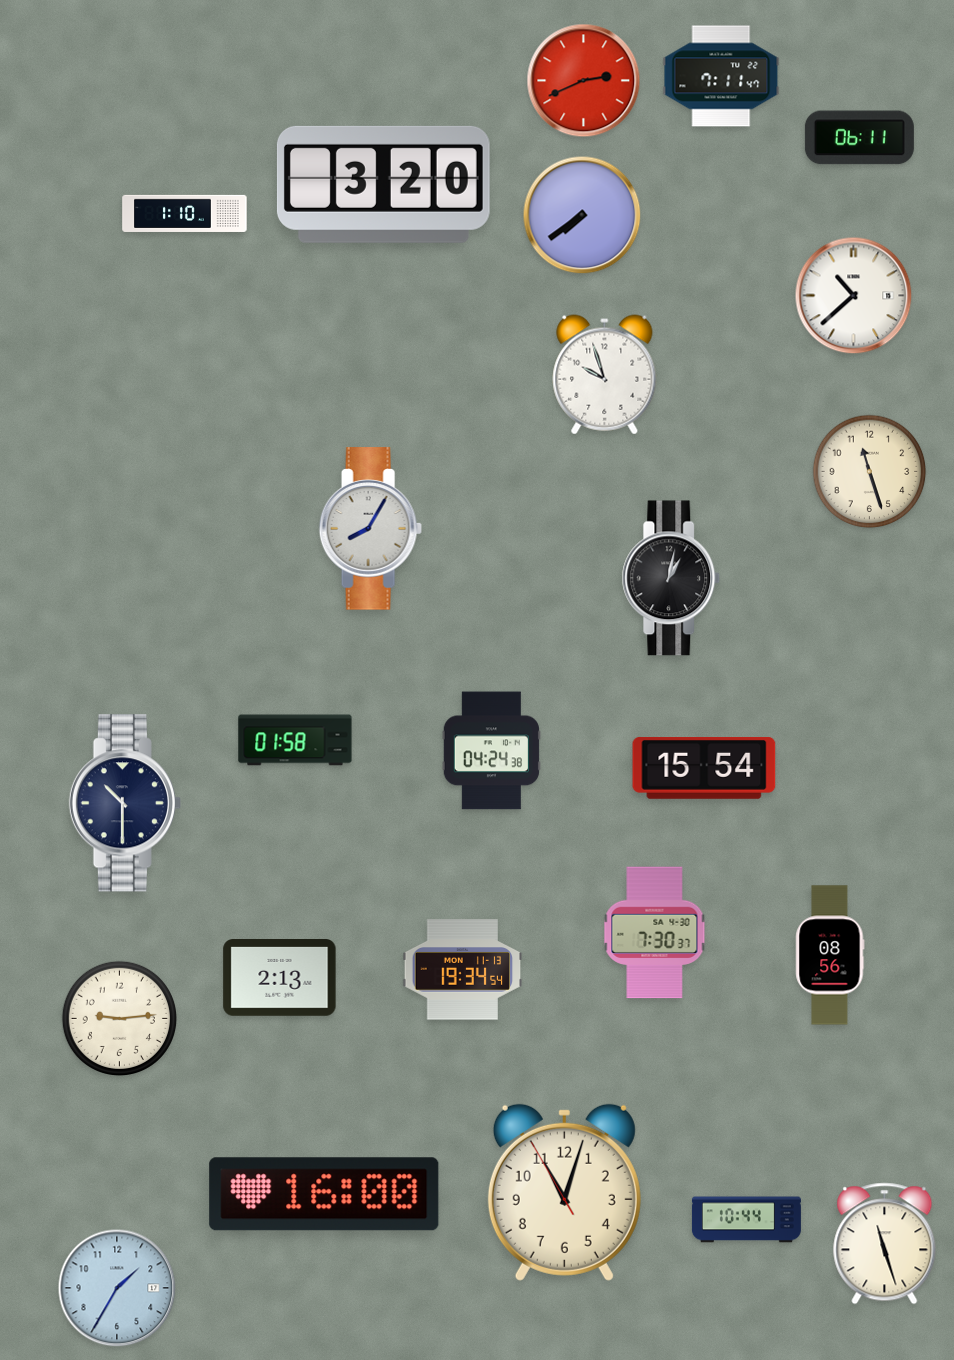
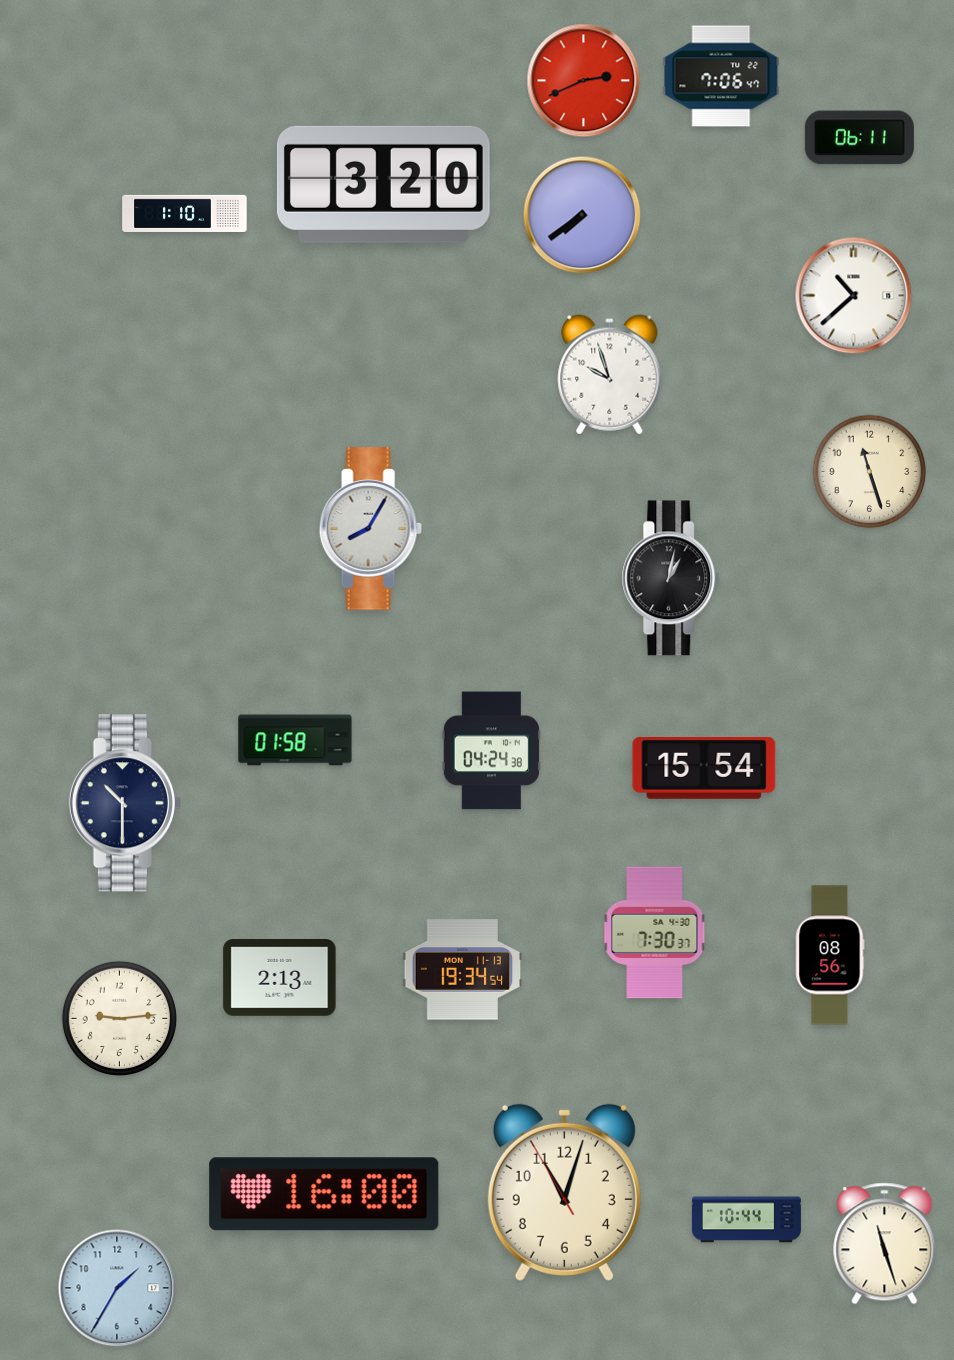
clock at (721, 76): 7:11 -> 7:06
clock at (605, 375) position: (605, 375) -> (610, 375)
